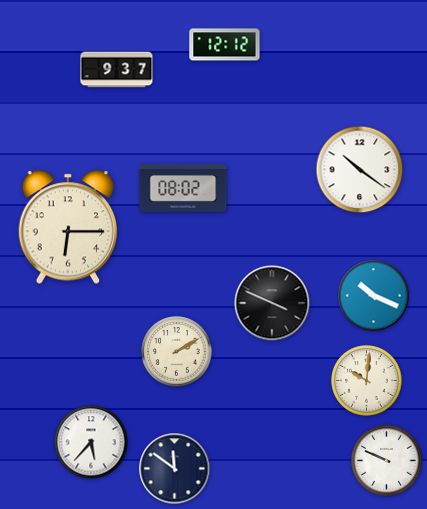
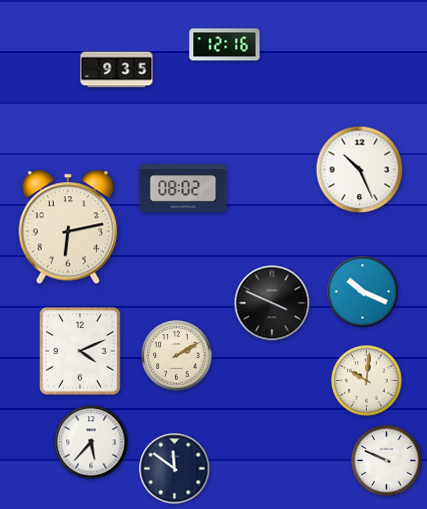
clock at (225, 45): 12:12 -> 12:16
clock at (117, 70): 9:37 -> 9:35
clock at (360, 170): 10:21 -> 10:26
clock at (68, 227): 6:15 -> 6:13
clock at (374, 296) position: (374, 296) -> (363, 292)
clock at (80, 351): none -> 4:11
clock at (177, 352) position: (177, 352) -> (177, 356)
